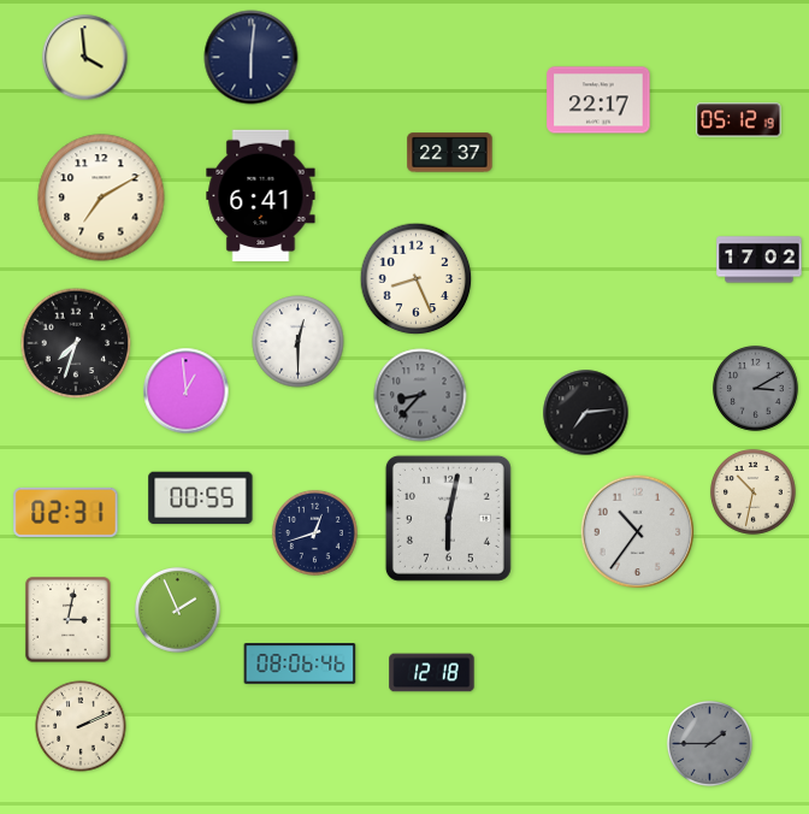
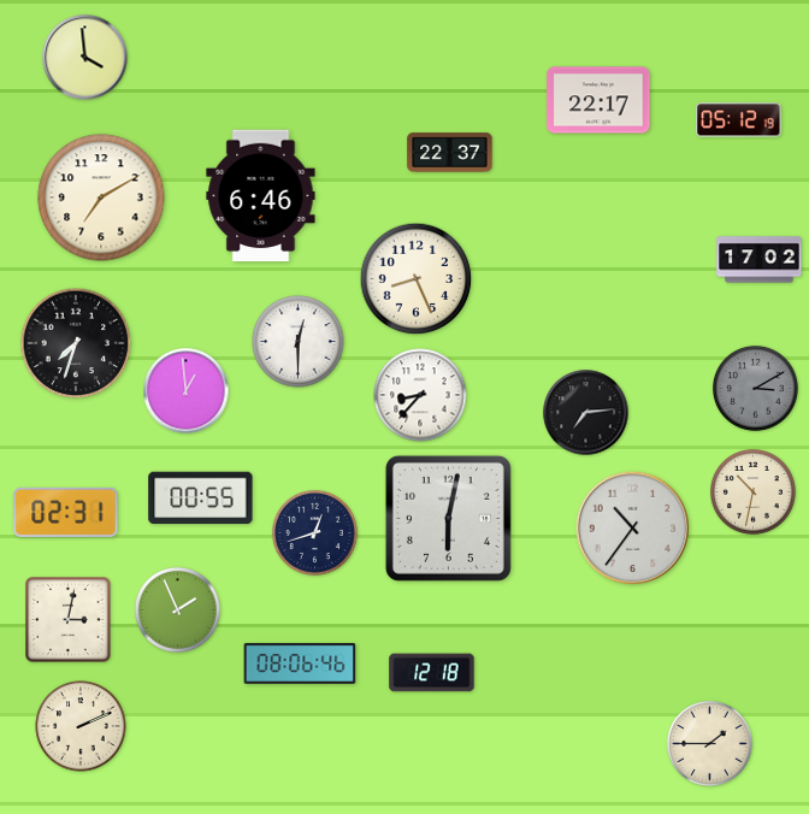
clock at (252, 58): 6:01 -> none
clock at (261, 196): 6:41 -> 6:46
clock at (420, 395) dial: grey -> white
clock at (638, 532) position: (638, 532) -> (633, 529)
clock at (709, 743) dial: grey -> cream
